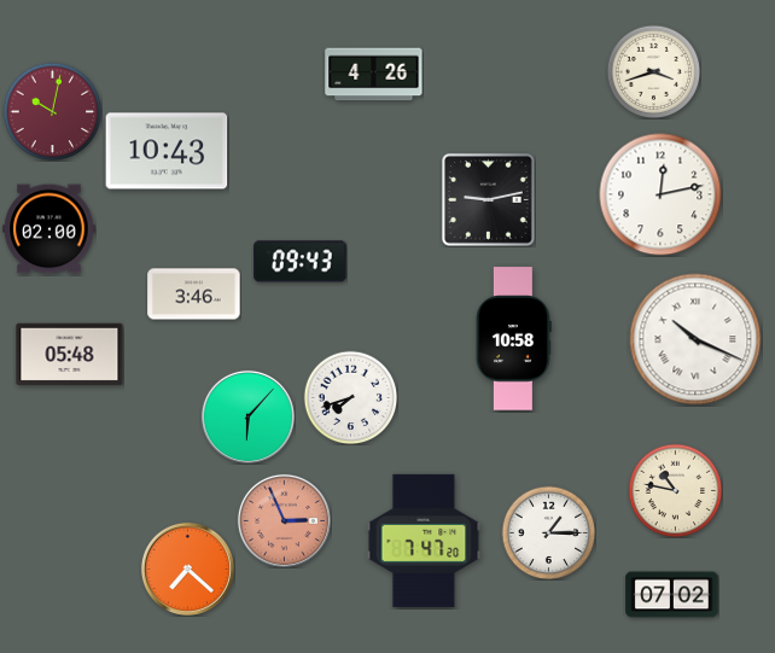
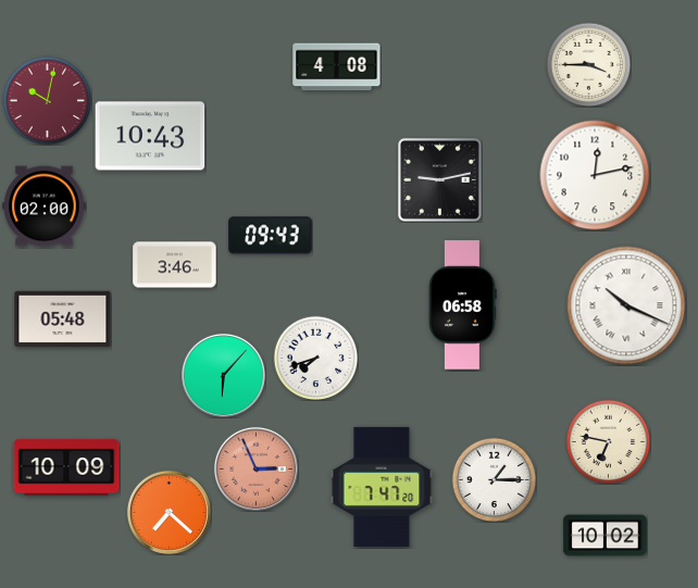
clock at (653, 71): 3:42 -> 3:45
clock at (374, 75): 4:26 -> 4:08
clock at (513, 339): 10:58 -> 06:58
clock at (675, 490): 10:47 -> 6:47
clock at (66, 467): none -> 10:09
clock at (672, 595): 07:02 -> 10:02
